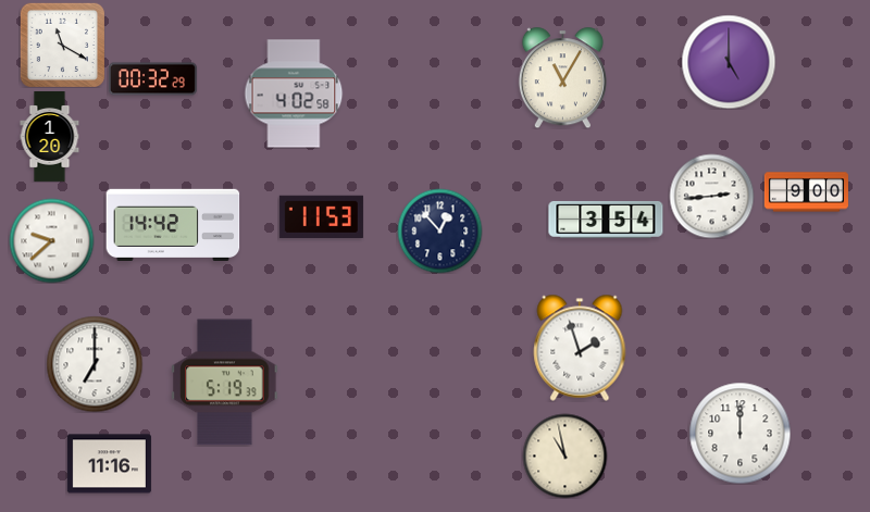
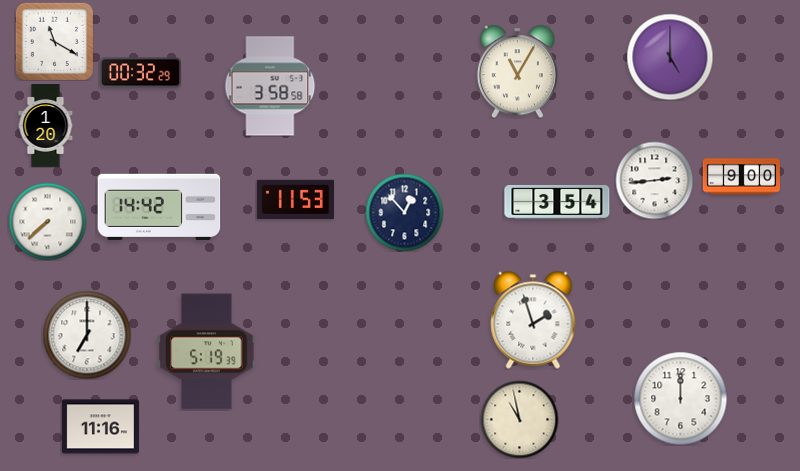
clock at (62, 45) position: (62, 45) -> (54, 41)
clock at (294, 93): 4:02 -> 3:58
clock at (51, 240): 9:38 -> 7:38
